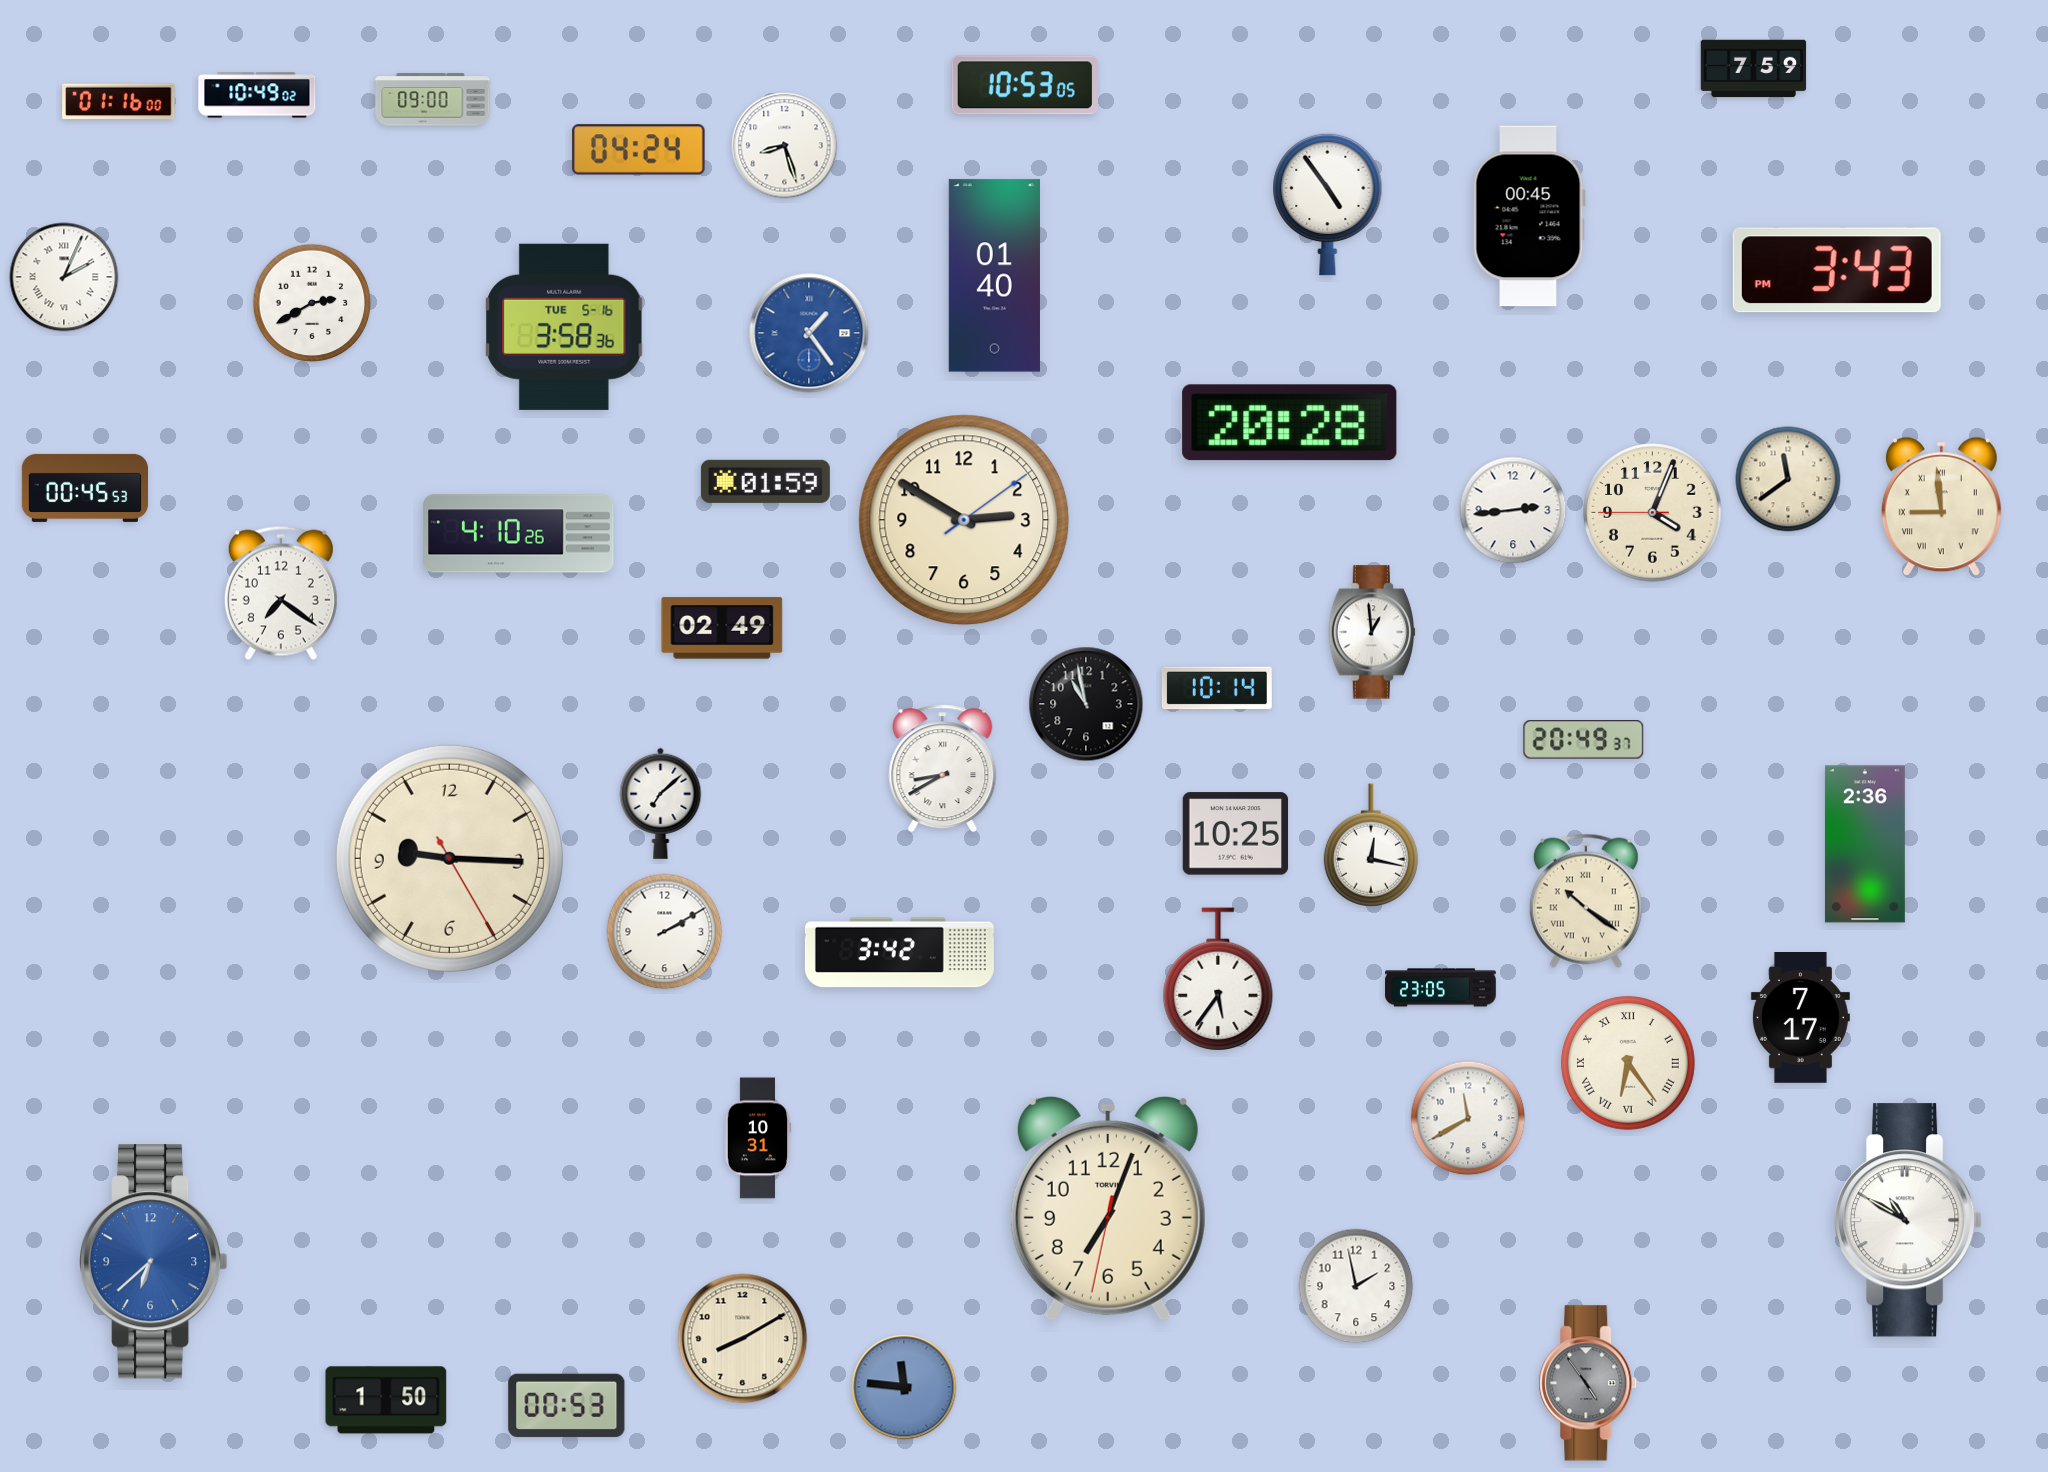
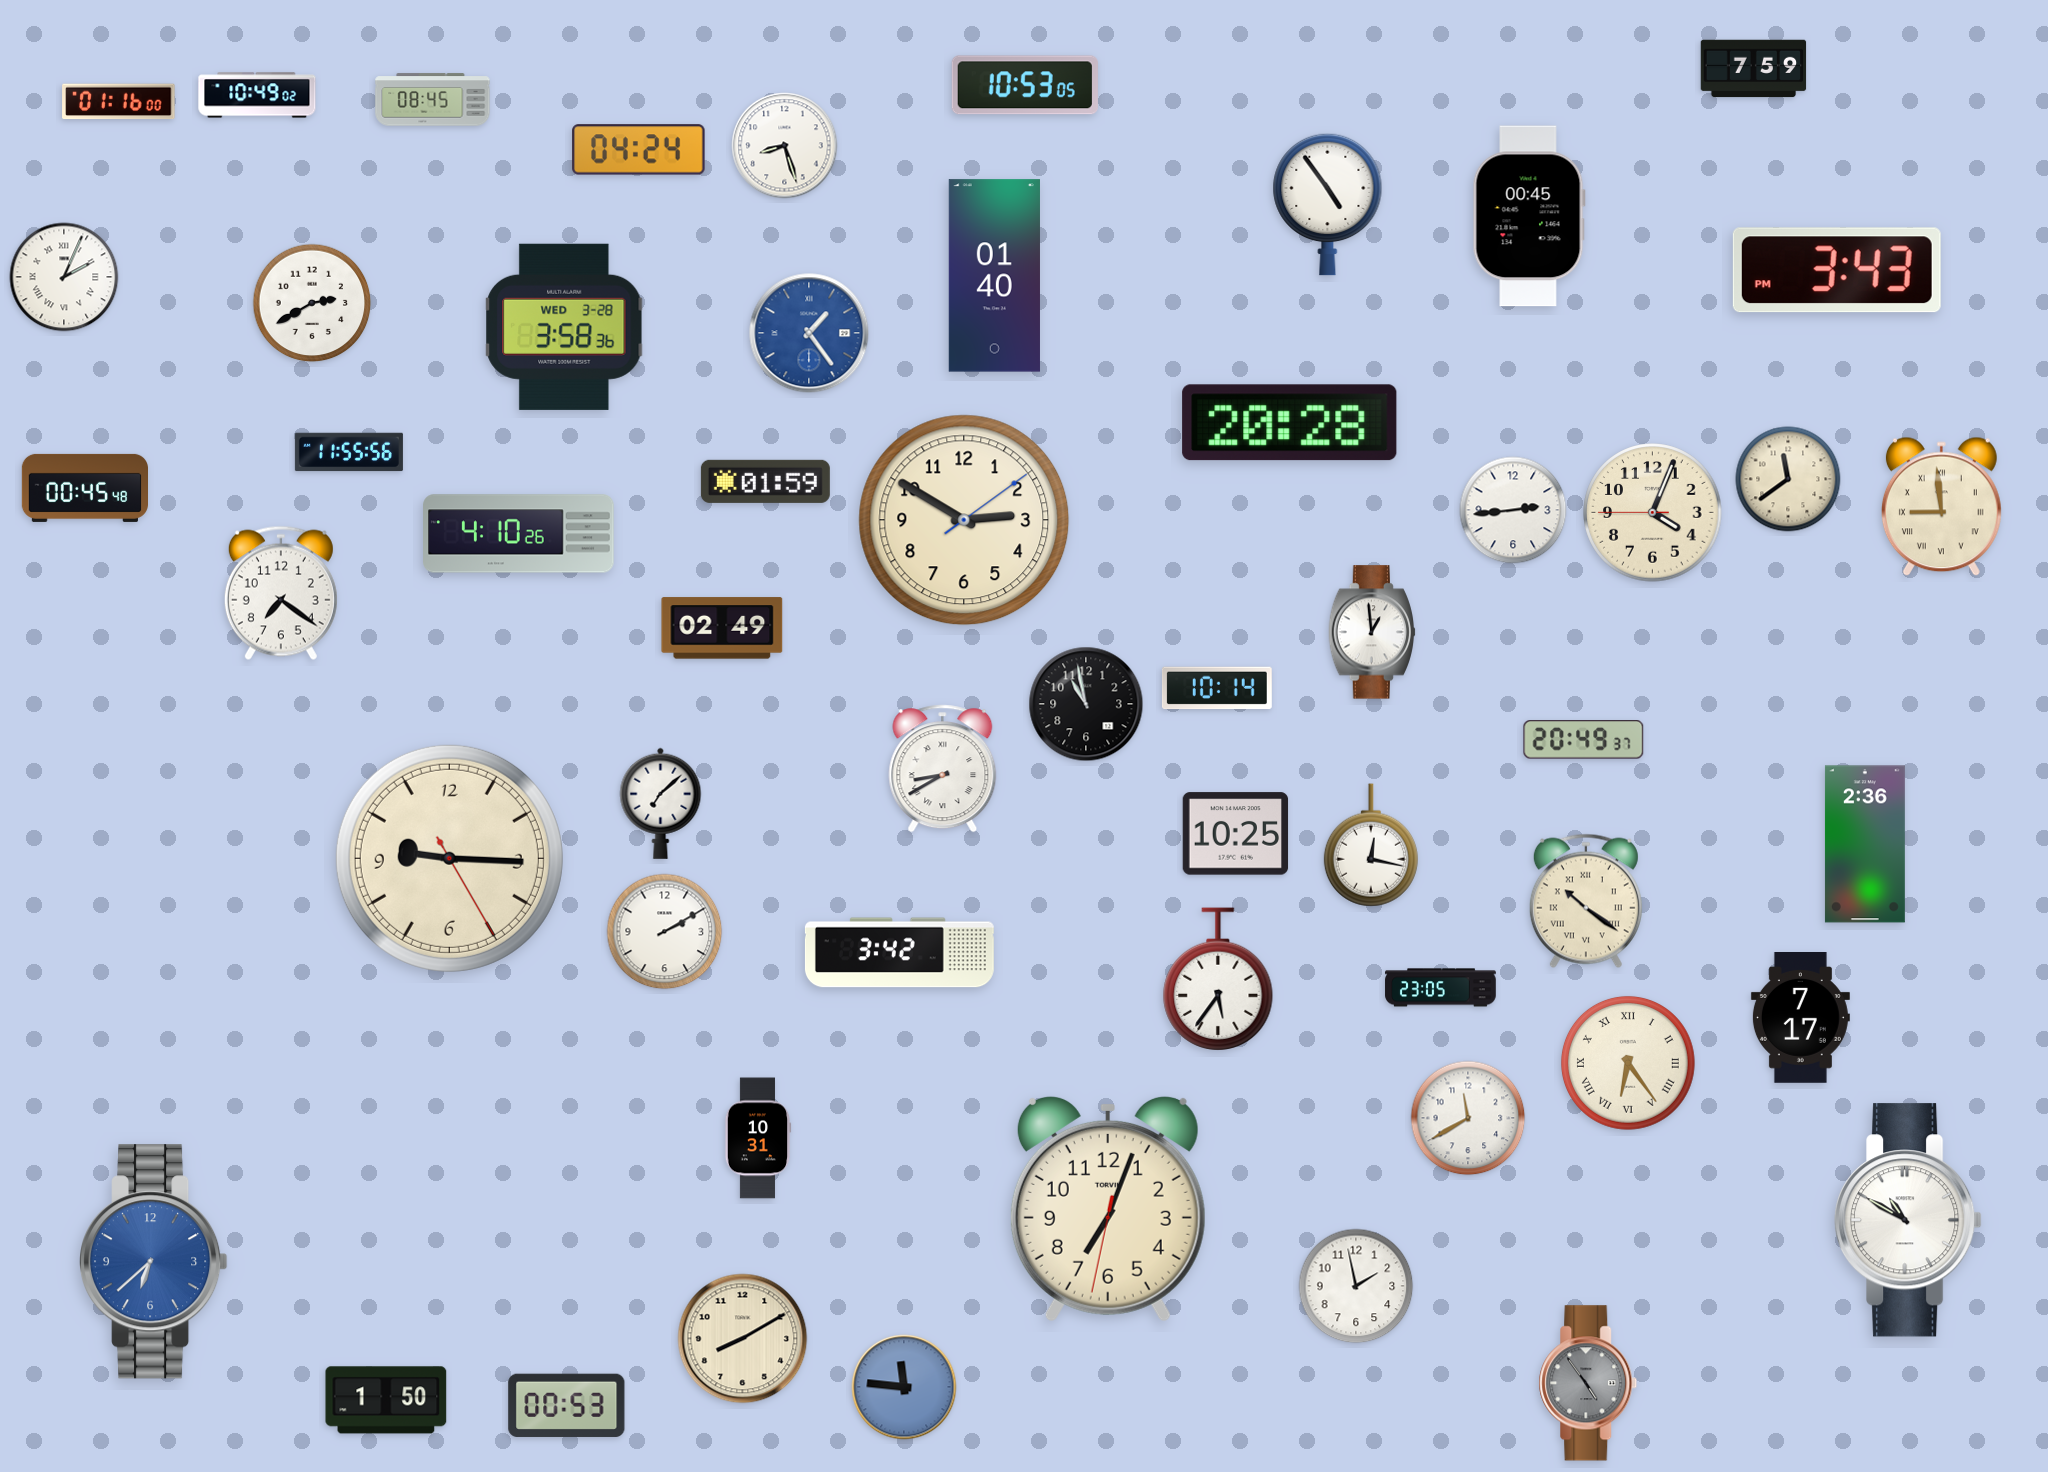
clock at (433, 100): 09:00 -> 08:45
clock at (564, 327) date: TUE 5-16 -> WED 3-28
clock at (349, 452): none -> 11:55
clock at (84, 488): 00:45:53 -> 00:45:48
